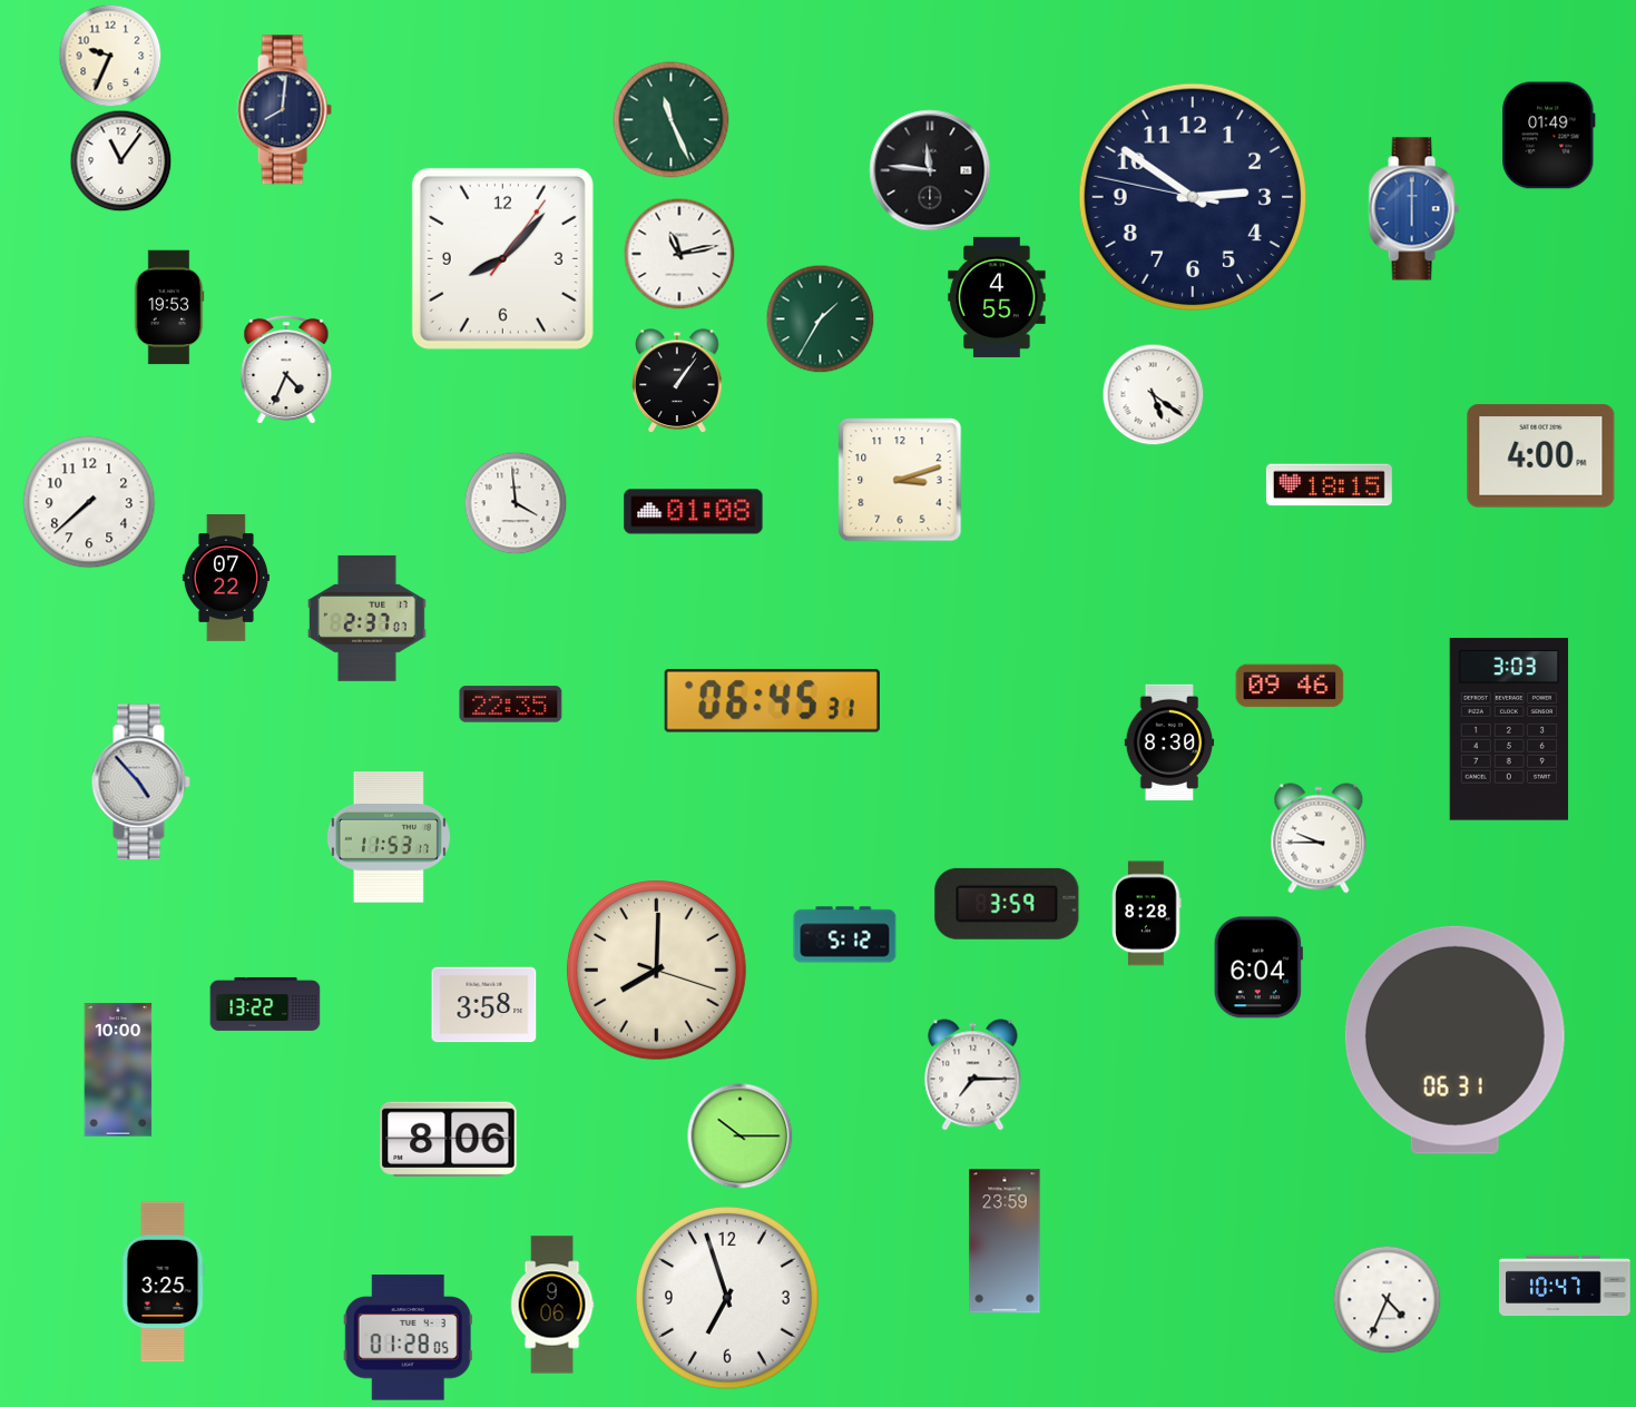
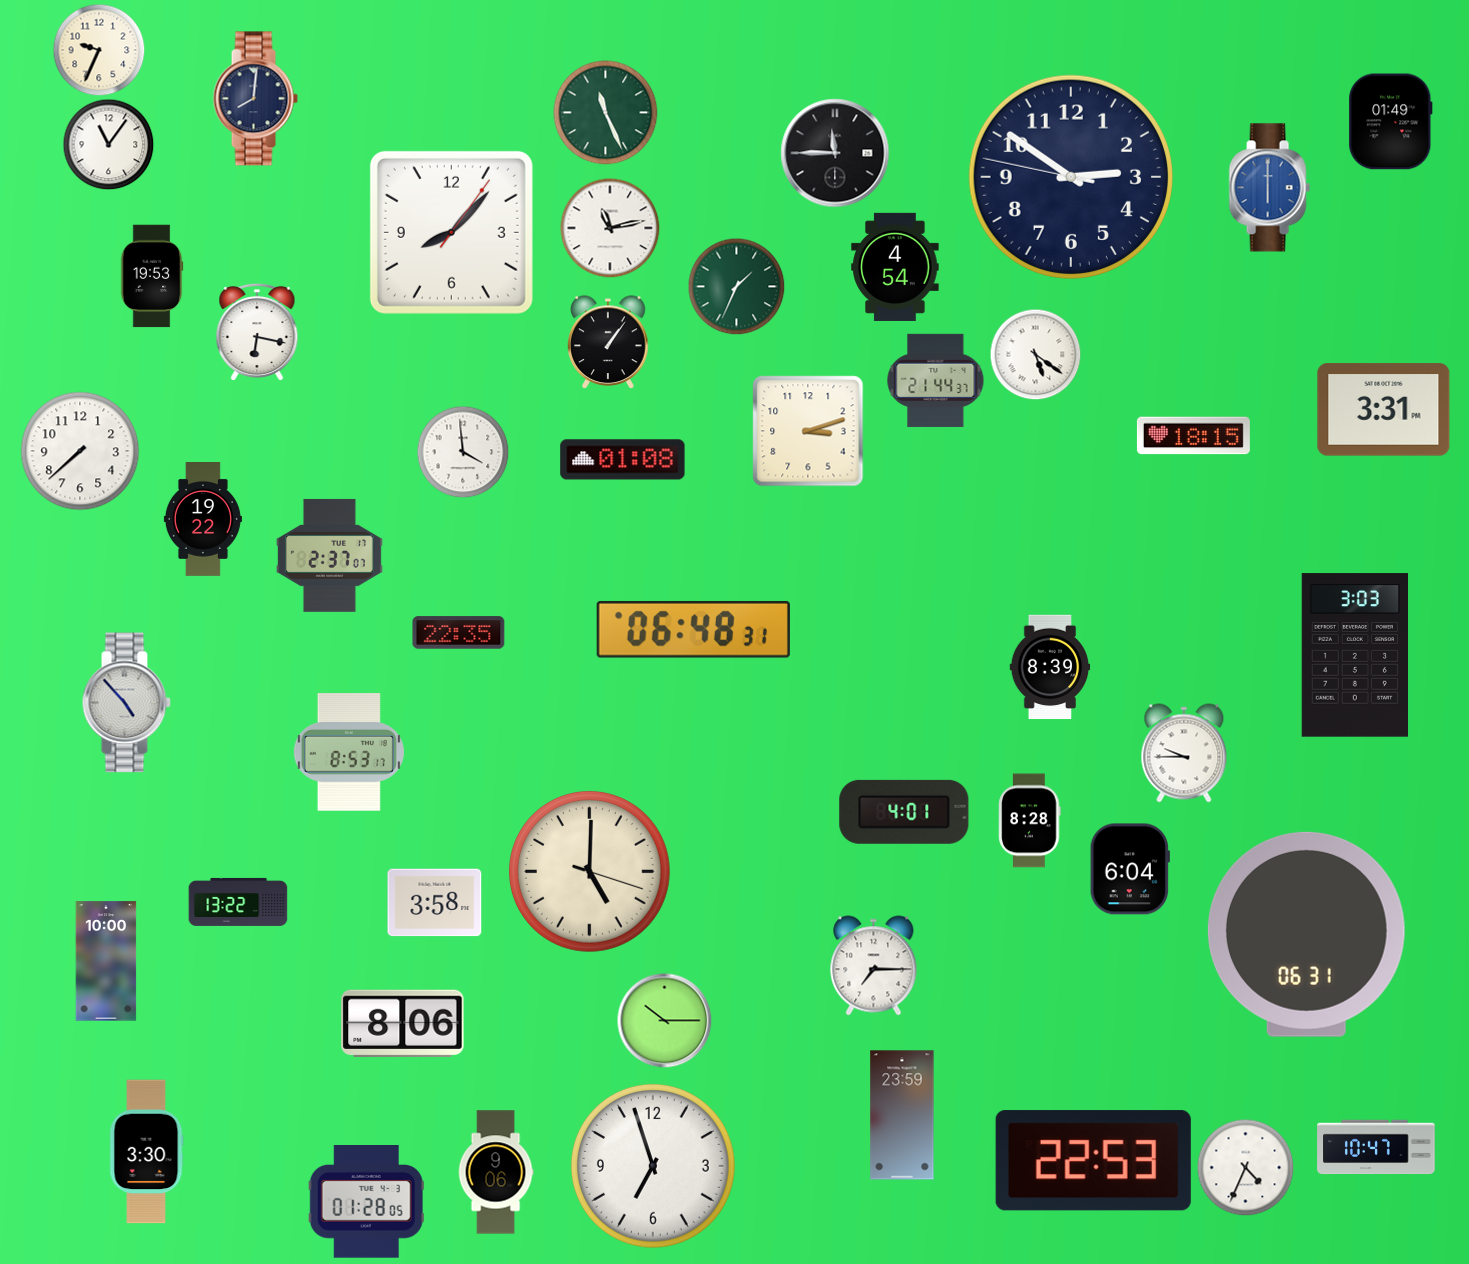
clock at (672, 120) position: (672, 120) -> (606, 113)
clock at (930, 170): 11:46 -> 11:45
clock at (997, 297): 4:55 -> 4:54
clock at (820, 318): 1:35 -> 1:34
clock at (286, 368): 4:34 -> 6:17
clock at (936, 380): none -> 21:44
clock at (1541, 456): 4:00 -> 3:31
clock at (226, 579): 07:22 -> 19:22
clock at (1290, 686): 09:46 -> none
clock at (772, 700): 06:45 -> 06:48
clock at (1169, 742): 8:30 -> 8:39
clock at (389, 837): 11:53 -> 8:53
clock at (1007, 904): 3:59 -> 4:01
clock at (845, 935): 5:12 -> none
clock at (656, 970): 8:00 -> 5:00
clock at (163, 1282): 3:25 -> 3:30
clock at (1565, 1286) position: (1565, 1286) -> (1376, 1147)
clock at (1093, 1161): none -> 22:53
